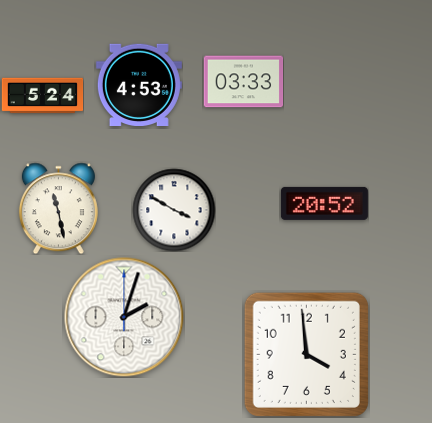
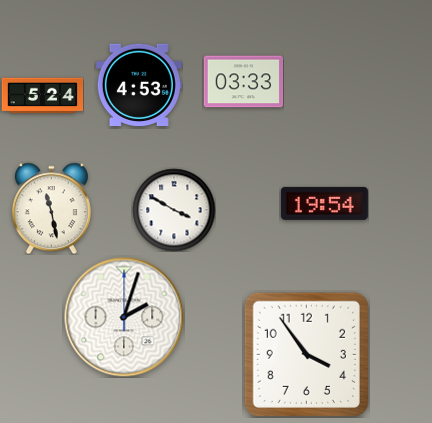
clock at (324, 203): 20:52 -> 19:54
clock at (58, 208) position: (58, 208) -> (51, 208)
clock at (306, 354): 3:59 -> 3:54
